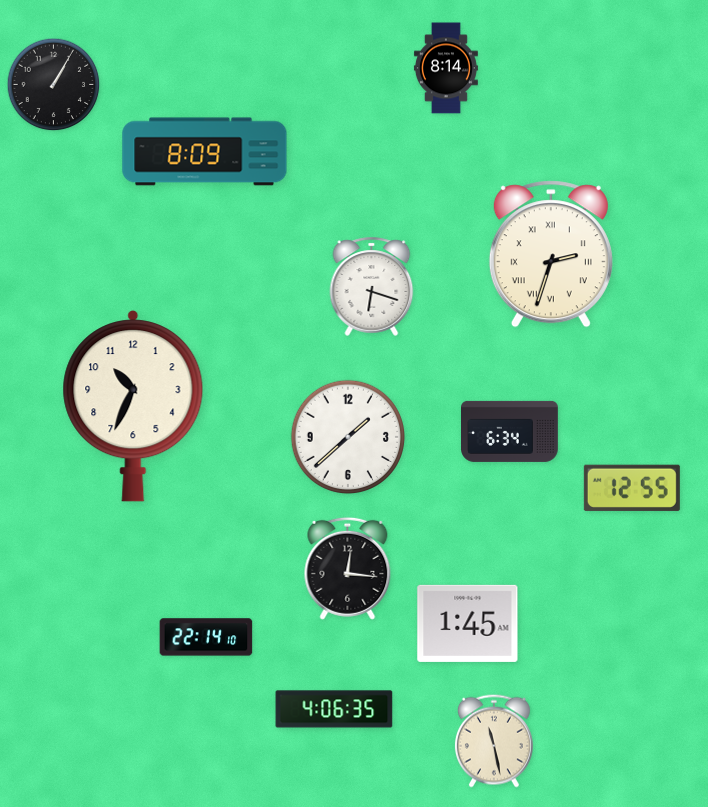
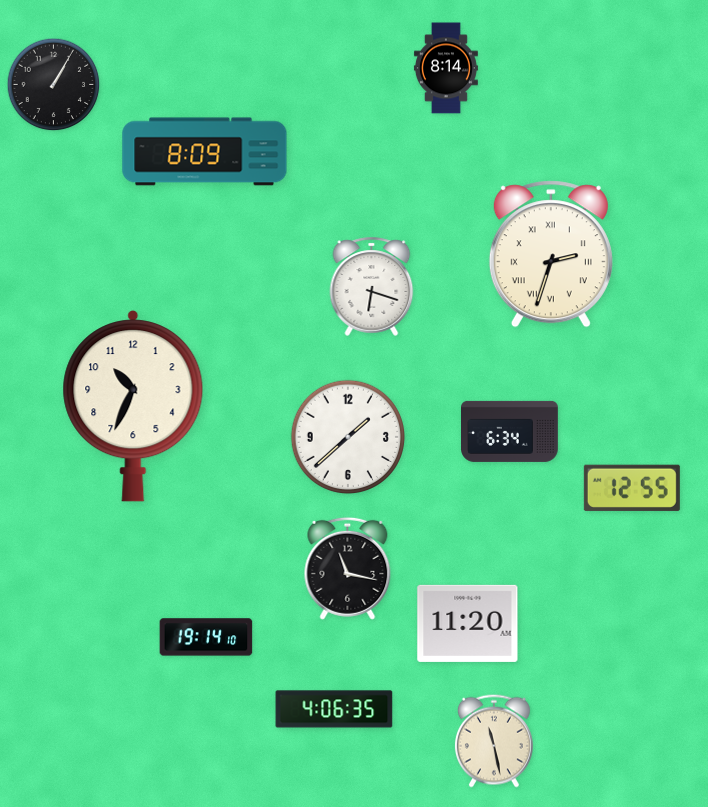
clock at (348, 568): 12:16 -> 11:17
clock at (468, 623): 1:45 -> 11:20
clock at (206, 637): 22:14 -> 19:14
